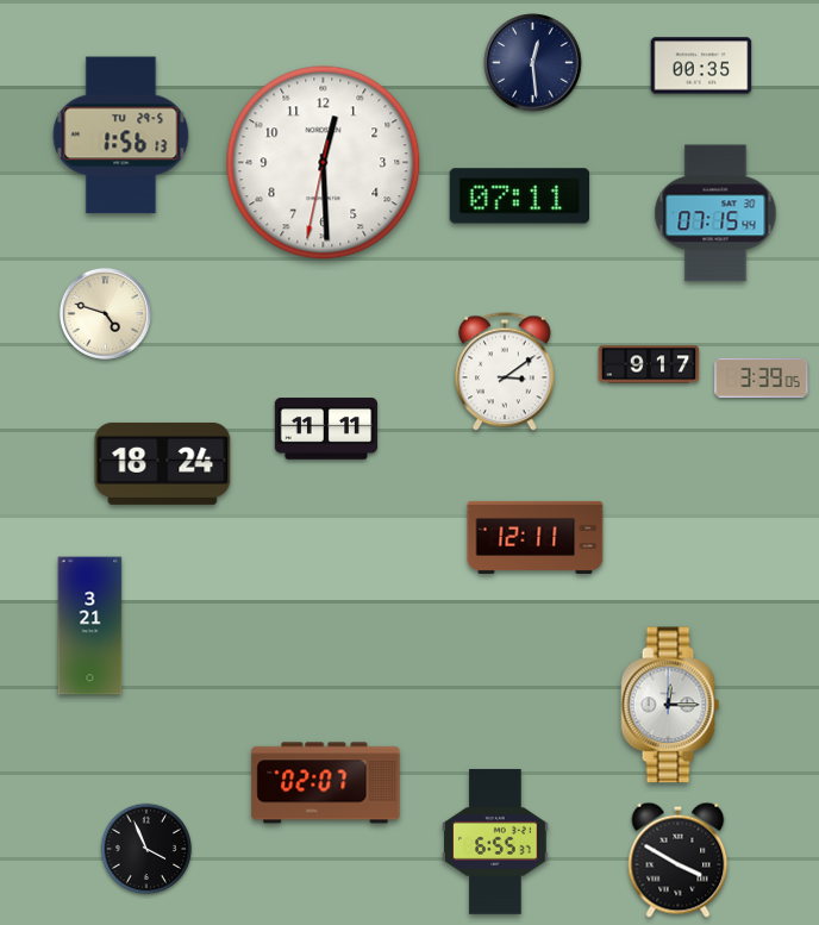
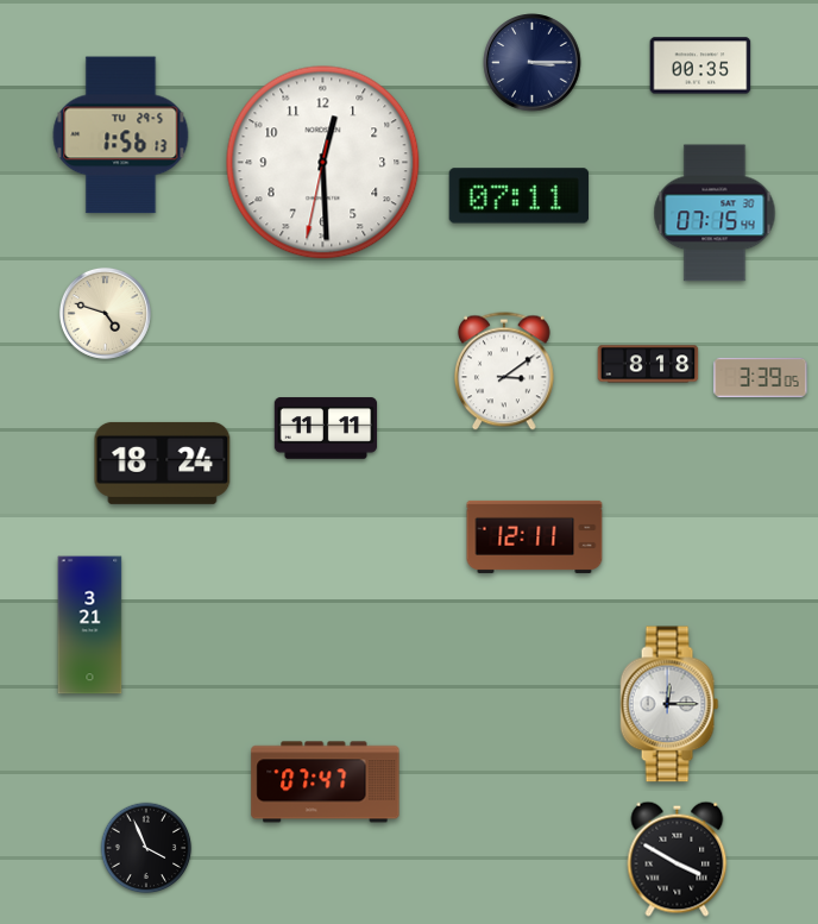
clock at (533, 63): 12:29 -> 3:15
clock at (649, 364): 9:17 -> 8:18
clock at (326, 783): 02:07 -> 07:47
clock at (495, 842): 6:55 -> none
